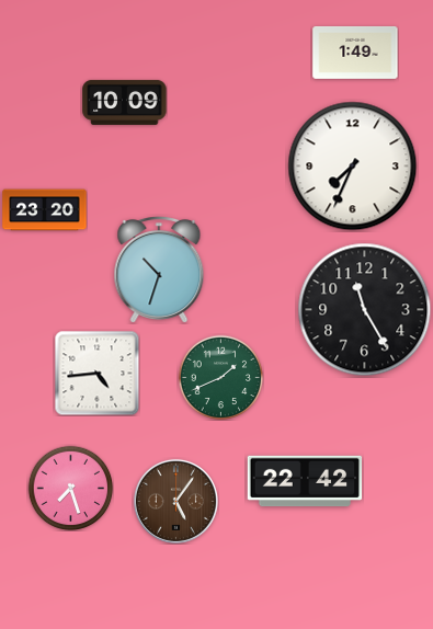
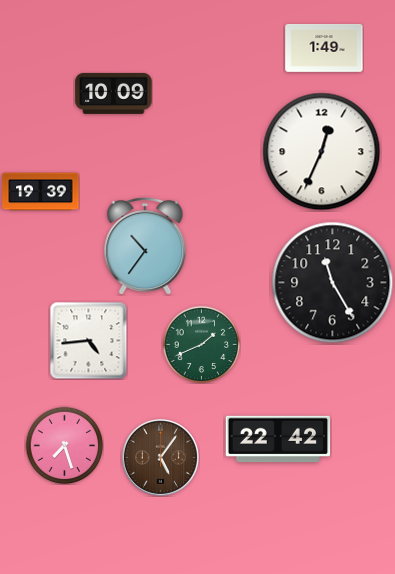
clock at (353, 167): 7:34 -> 12:34
clock at (45, 210): 23:20 -> 19:39
clock at (159, 270): 10:33 -> 10:36
